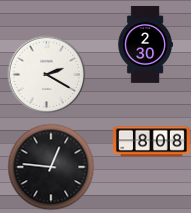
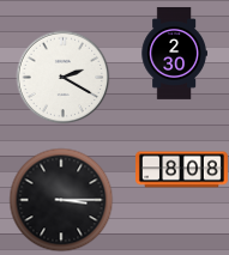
clock at (46, 74) position: (46, 74) -> (62, 77)
clock at (51, 167): 12:46 -> 3:15
